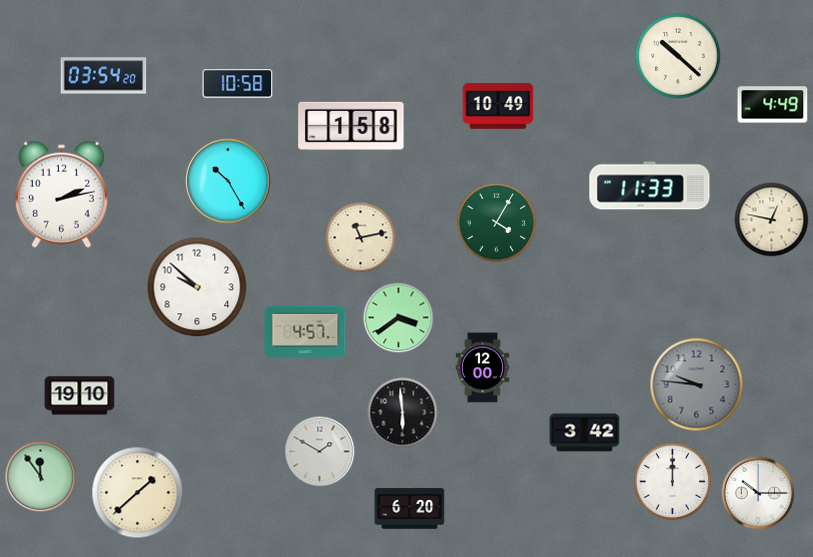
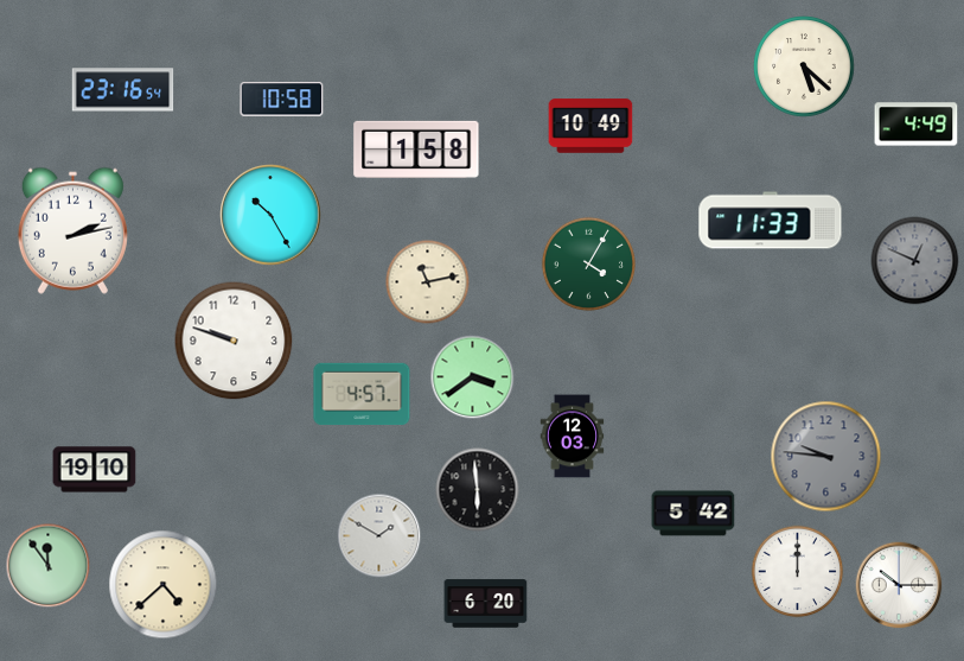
clock at (678, 56): 10:22 -> 5:22
clock at (104, 76): 03:54 -> 23:16
clock at (772, 220): 12:47 -> 12:49
clock at (772, 220) dial: cream -> grey
clock at (197, 287): 9:52 -> 9:48
clock at (483, 368): 12:00 -> 12:03
clock at (585, 433): 3:42 -> 5:42
clock at (138, 493): 1:38 -> 4:38
